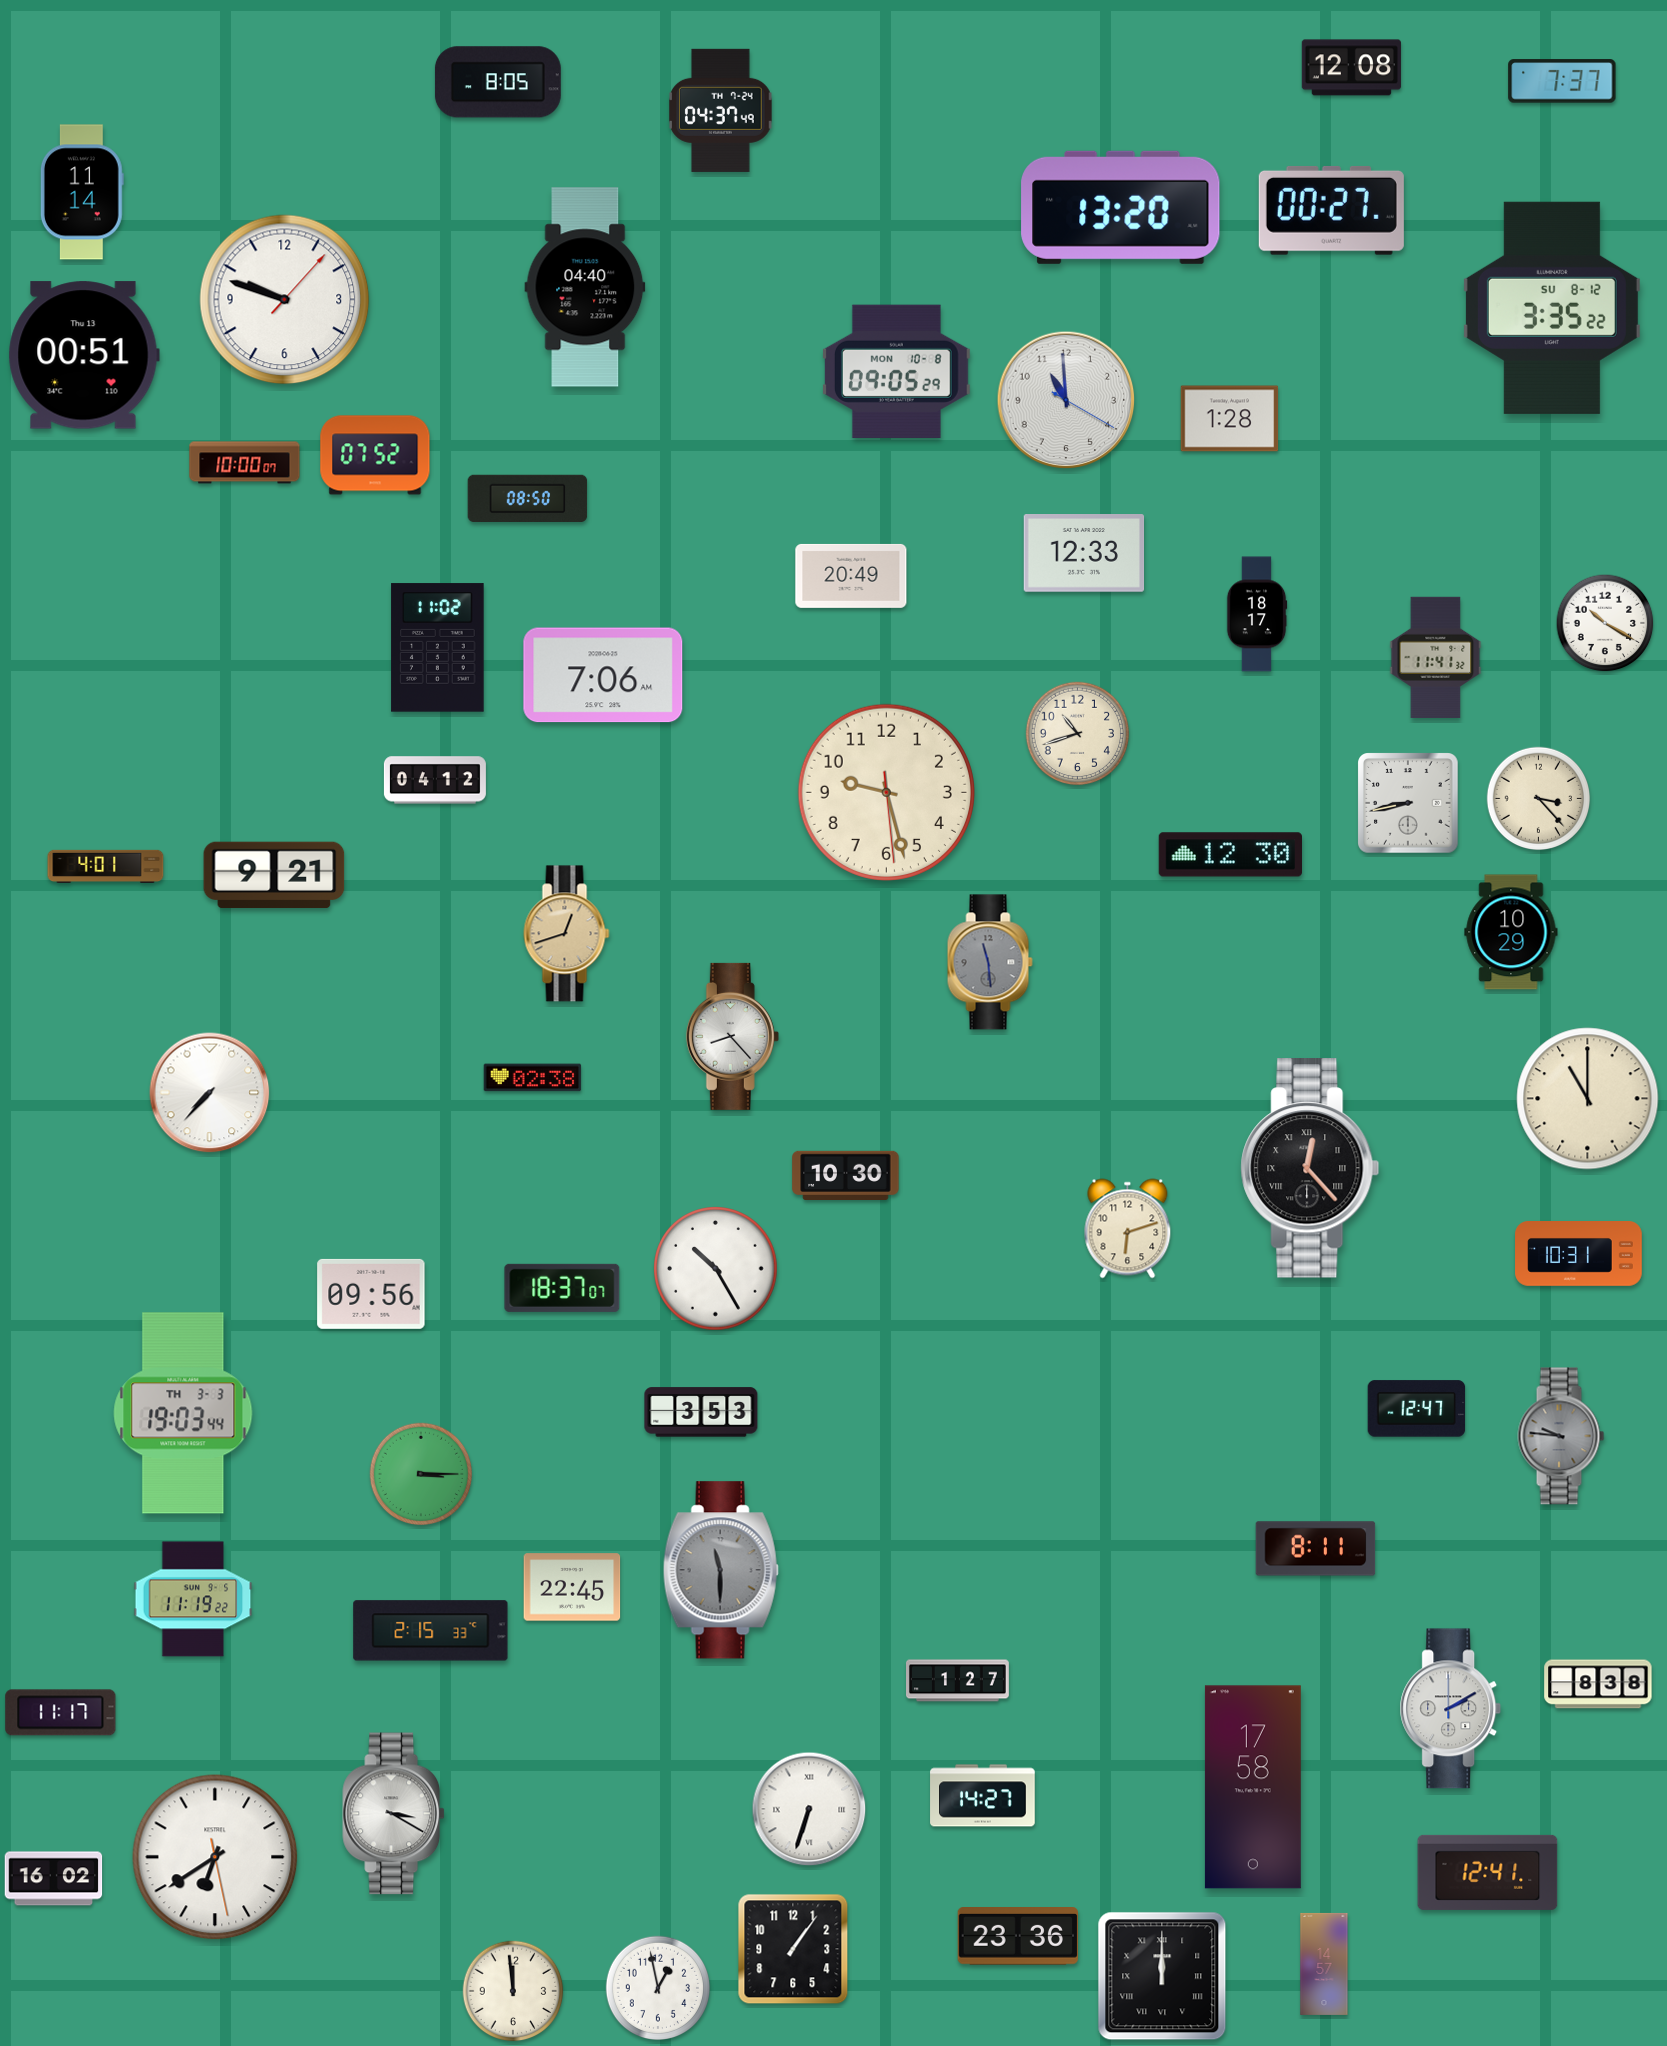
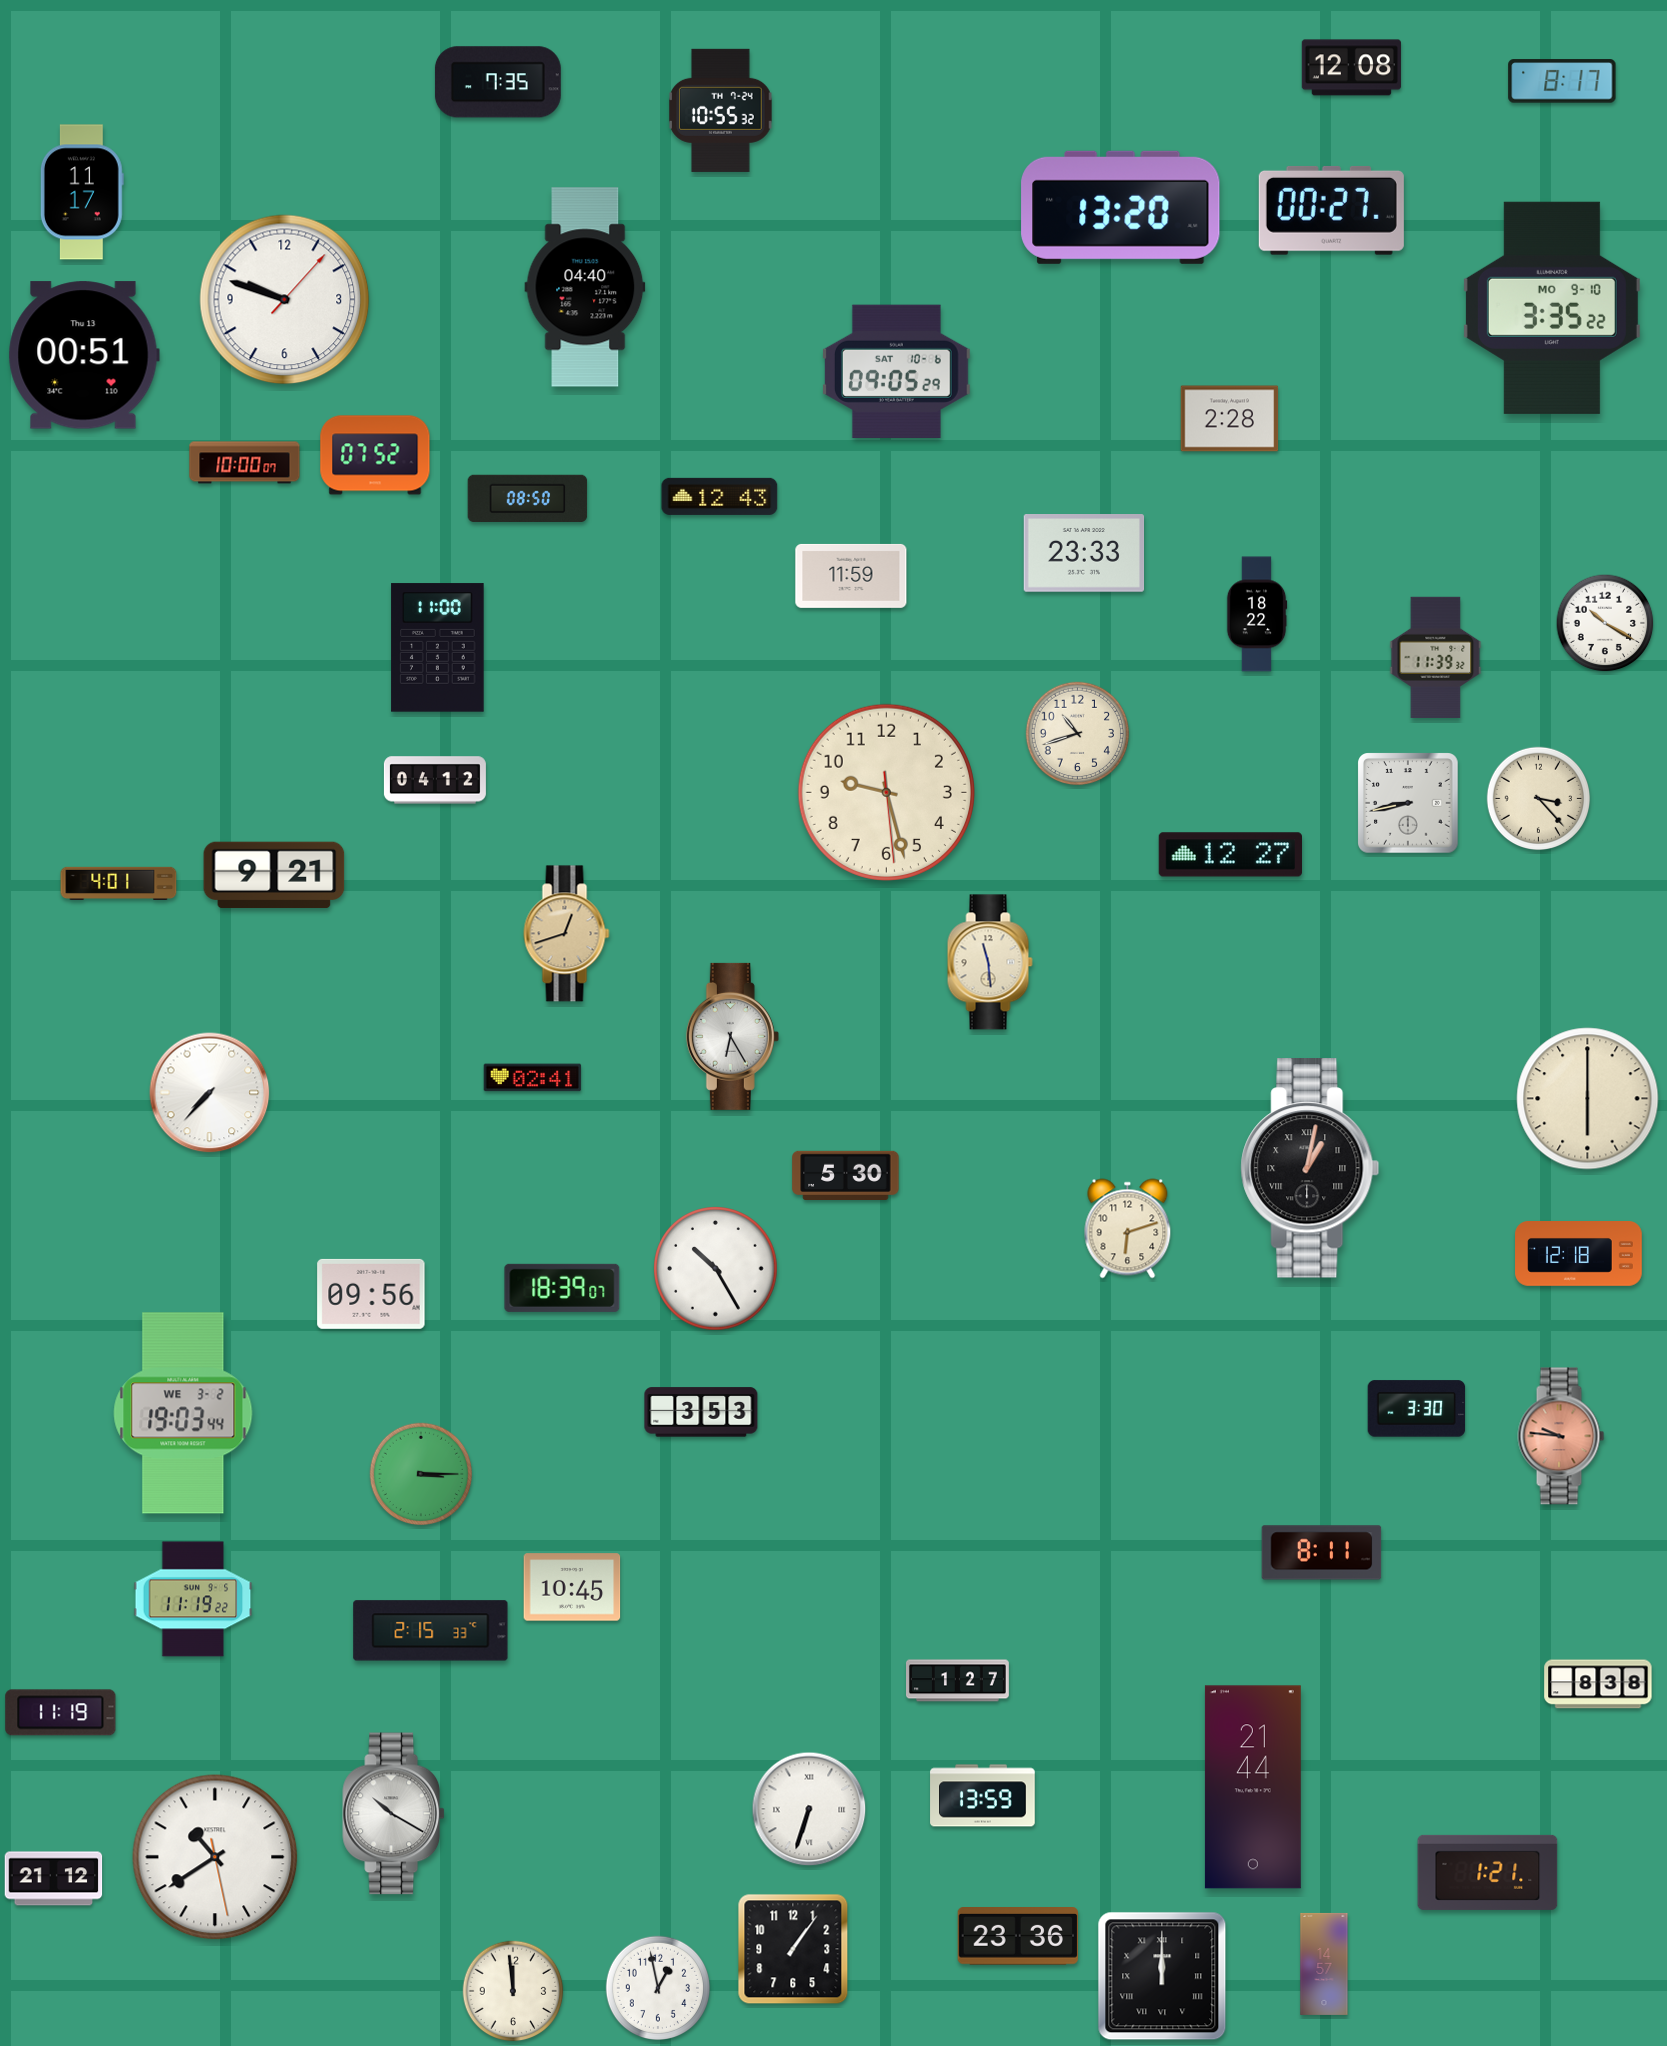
clock at (1562, 81): 7:37 -> 8:17
clock at (498, 82): 8:05 -> 7:35
clock at (721, 110): 04:37 -> 10:55
clock at (82, 192): 11:14 -> 11:17
clock at (1552, 308) date: SU 8-12 -> MO 9-10
clock at (896, 371) date: MON 10-8 -> SAT 10-6
clock at (1066, 400): 10:59 -> none
clock at (1230, 419): 1:28 -> 2:28
clock at (720, 496): none -> 12:43
clock at (1084, 554): 12:33 -> 23:33
clock at (851, 576): 20:49 -> 11:59
clock at (1257, 614): 18:17 -> 18:22
clock at (438, 648): 11:02 -> 11:00
clock at (1436, 657): 11:41 -> 11:39
clock at (603, 675): 7:06 -> none
clock at (1230, 855): 12:30 -> 12:27
clock at (106, 867) position: (106, 867) -> (119, 884)
clock at (1511, 932): 10:29 -> none
clock at (990, 962) dial: grey -> cream
clock at (732, 1036): 8:23 -> 6:25
clock at (533, 1078): 02:38 -> 02:41
clock at (1588, 1099): 11:00 -> 6:00
clock at (1310, 1168): 12:23 -> 1:02
clock at (846, 1175): 10:30 -> 5:30
clock at (1579, 1254): 10:31 -> 12:18
clock at (562, 1288): 18:37 -> 18:39
clock at (1417, 1409): 12:47 -> 3:30
clock at (183, 1413) date: TH 3-3 -> WE 3-2
clock at (1561, 1436) dial: grey -> salmon
clock at (1316, 1549) position: (1316, 1549) -> (1322, 1553)
clock at (721, 1570): 11:30 -> none
clock at (572, 1587): 22:45 -> 10:45
clock at (1451, 1709): 2:10 -> none
clock at (61, 1713): 11:17 -> 11:19
clock at (1253, 1787): 17:58 -> 21:44
clock at (983, 1796): 14:27 -> 13:59
clock at (393, 1814): 3:20 -> 10:20
clock at (215, 1857): 6:39 -> 10:39
clock at (1488, 1872): 12:41 -> 1:21
clock at (54, 1879): 16:02 -> 21:12
